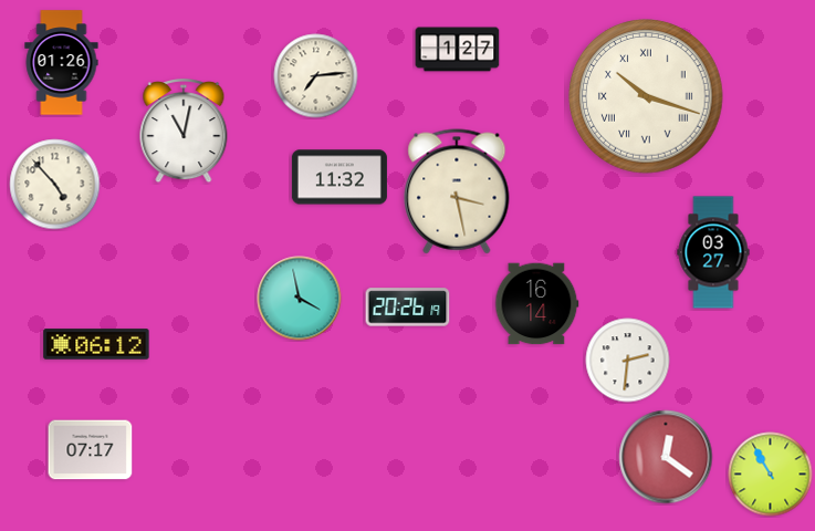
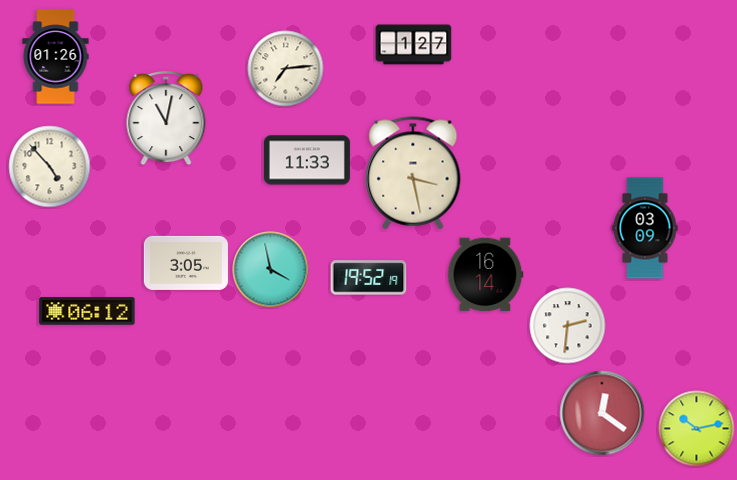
clock at (646, 96): 10:18 -> none
clock at (339, 177): 11:32 -> 11:33
clock at (713, 252): 03:27 -> 03:09
clock at (186, 263): none -> 3:05
clock at (408, 308): 20:26 -> 19:52
clock at (91, 450): 07:17 -> none
clock at (771, 475): 10:55 -> 10:13
